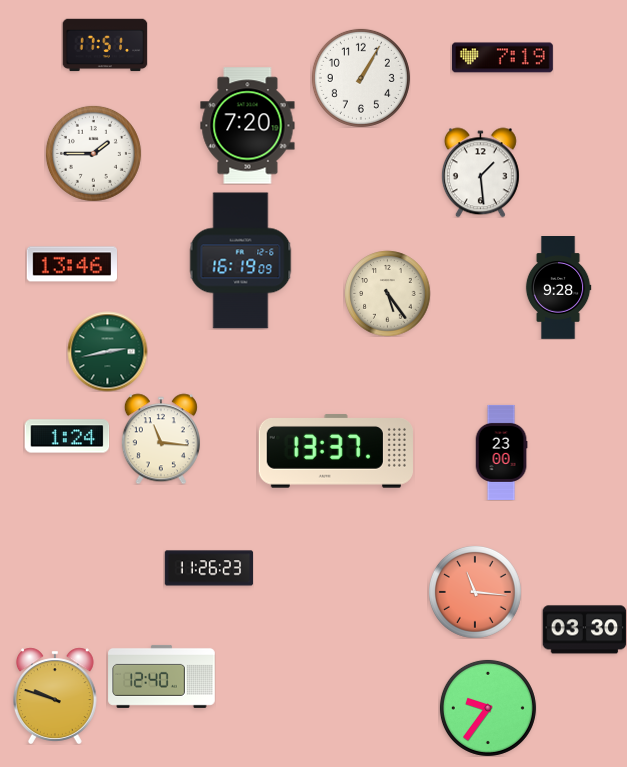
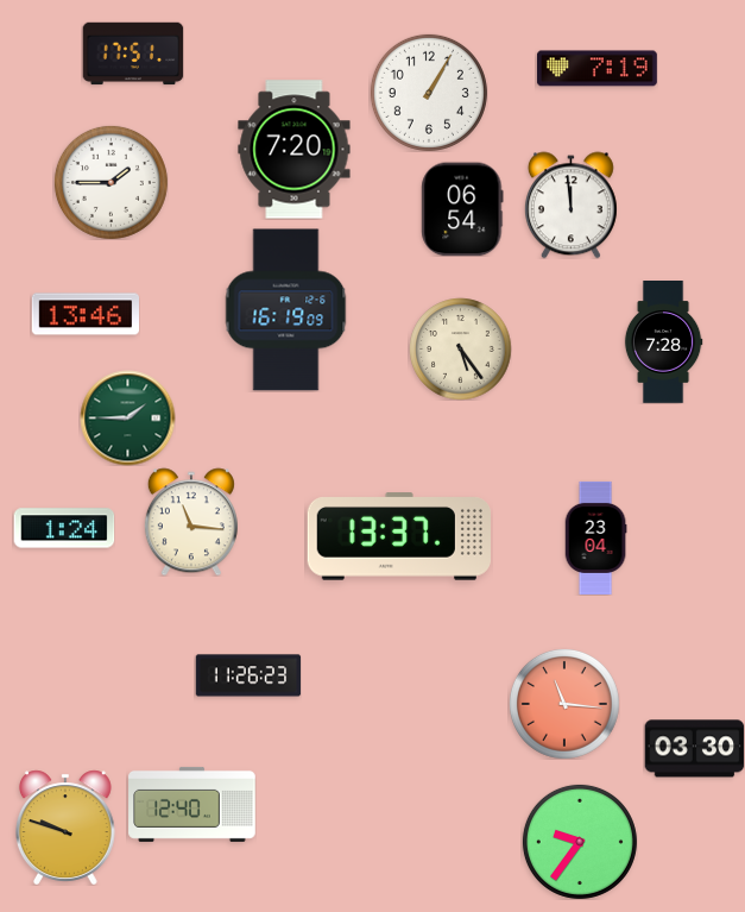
clock at (105, 45) position: (105, 45) -> (133, 54)
clock at (480, 172): 1:29 -> 11:59
clock at (462, 209): none -> 06:54
clock at (558, 288): 9:28 -> 7:28
clock at (107, 351): 2:43 -> 1:45
clock at (67, 436) position: (67, 436) -> (64, 528)
clock at (501, 452): 23:00 -> 23:04
